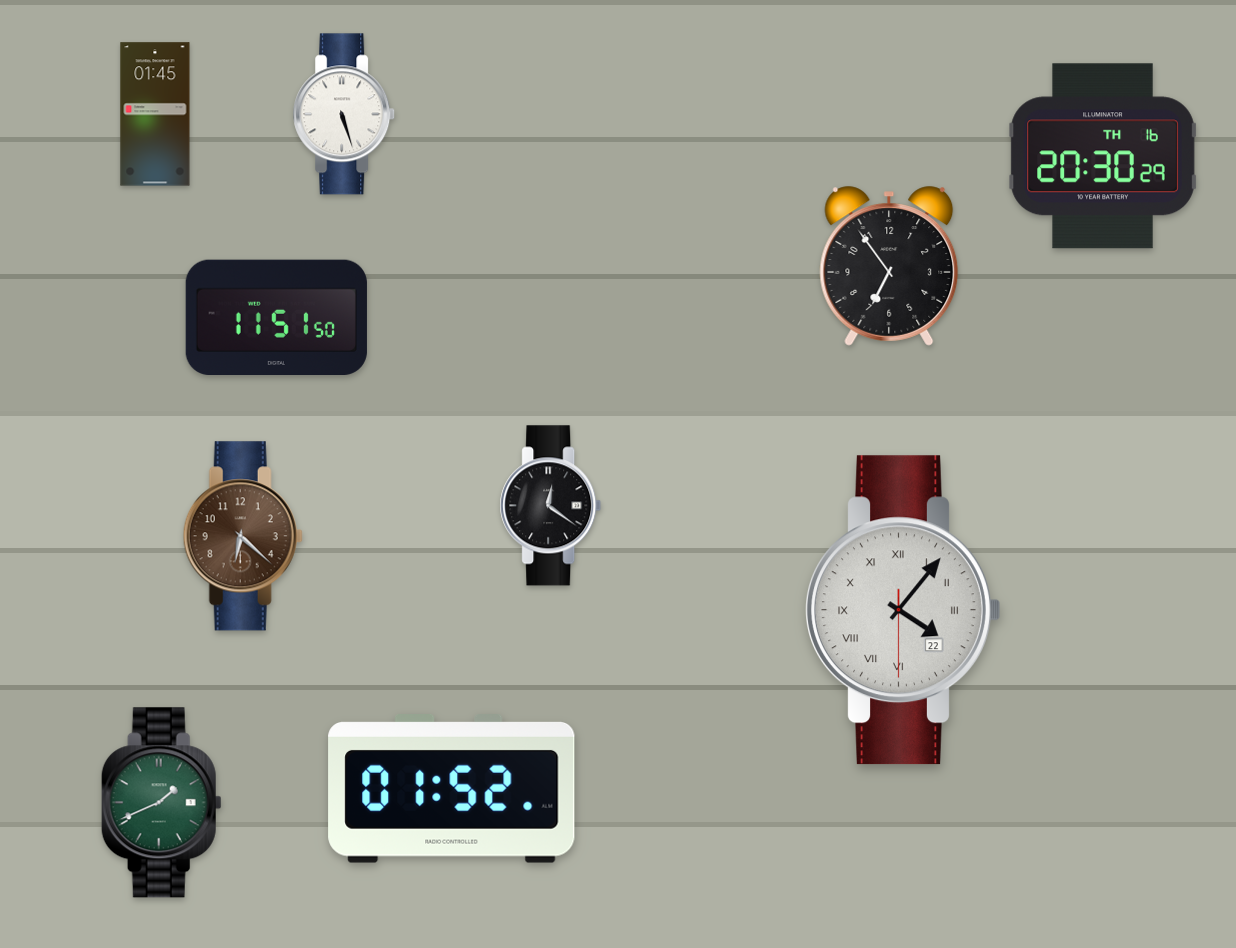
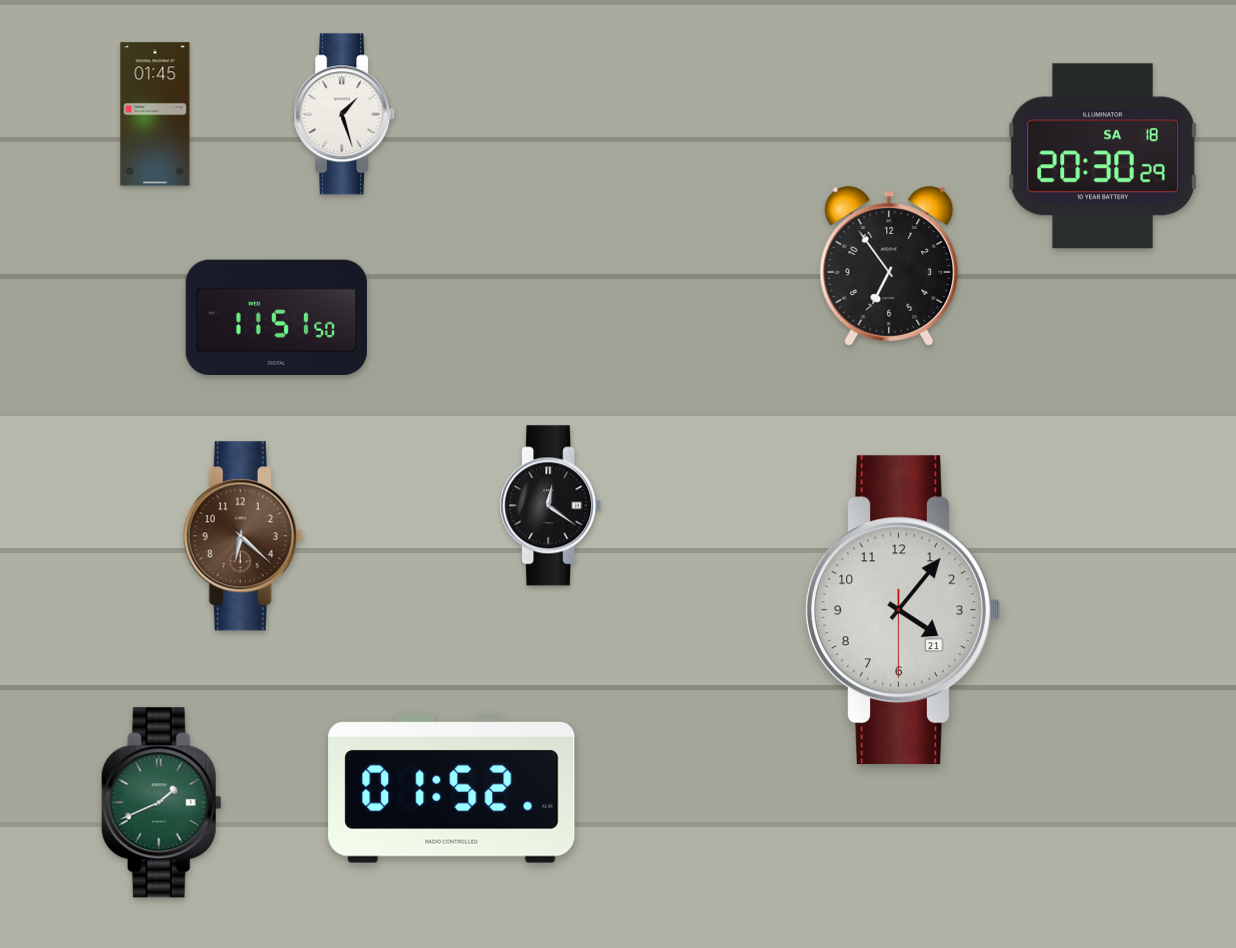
clock at (345, 114): 5:27 -> 1:27
clock at (1103, 156) date: TH 16 -> SA 18
clock at (903, 610) date: 22 -> 21
clock at (903, 610) numerals: Roman -> Arabic
